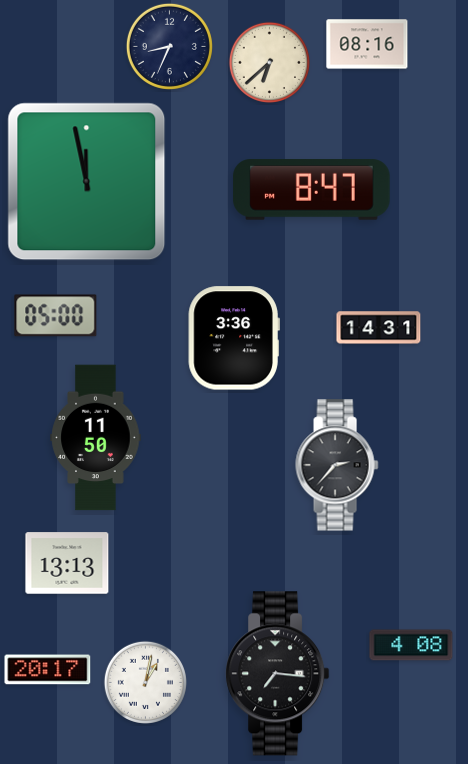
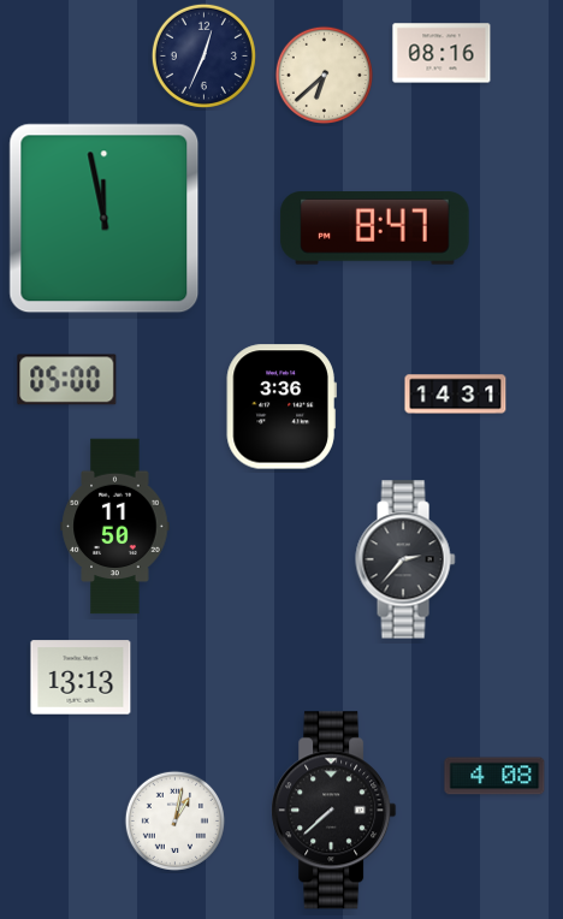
clock at (169, 46): 8:34 -> 12:34
clock at (48, 670): 20:17 -> none
clock at (278, 674): 7:16 -> 7:38
